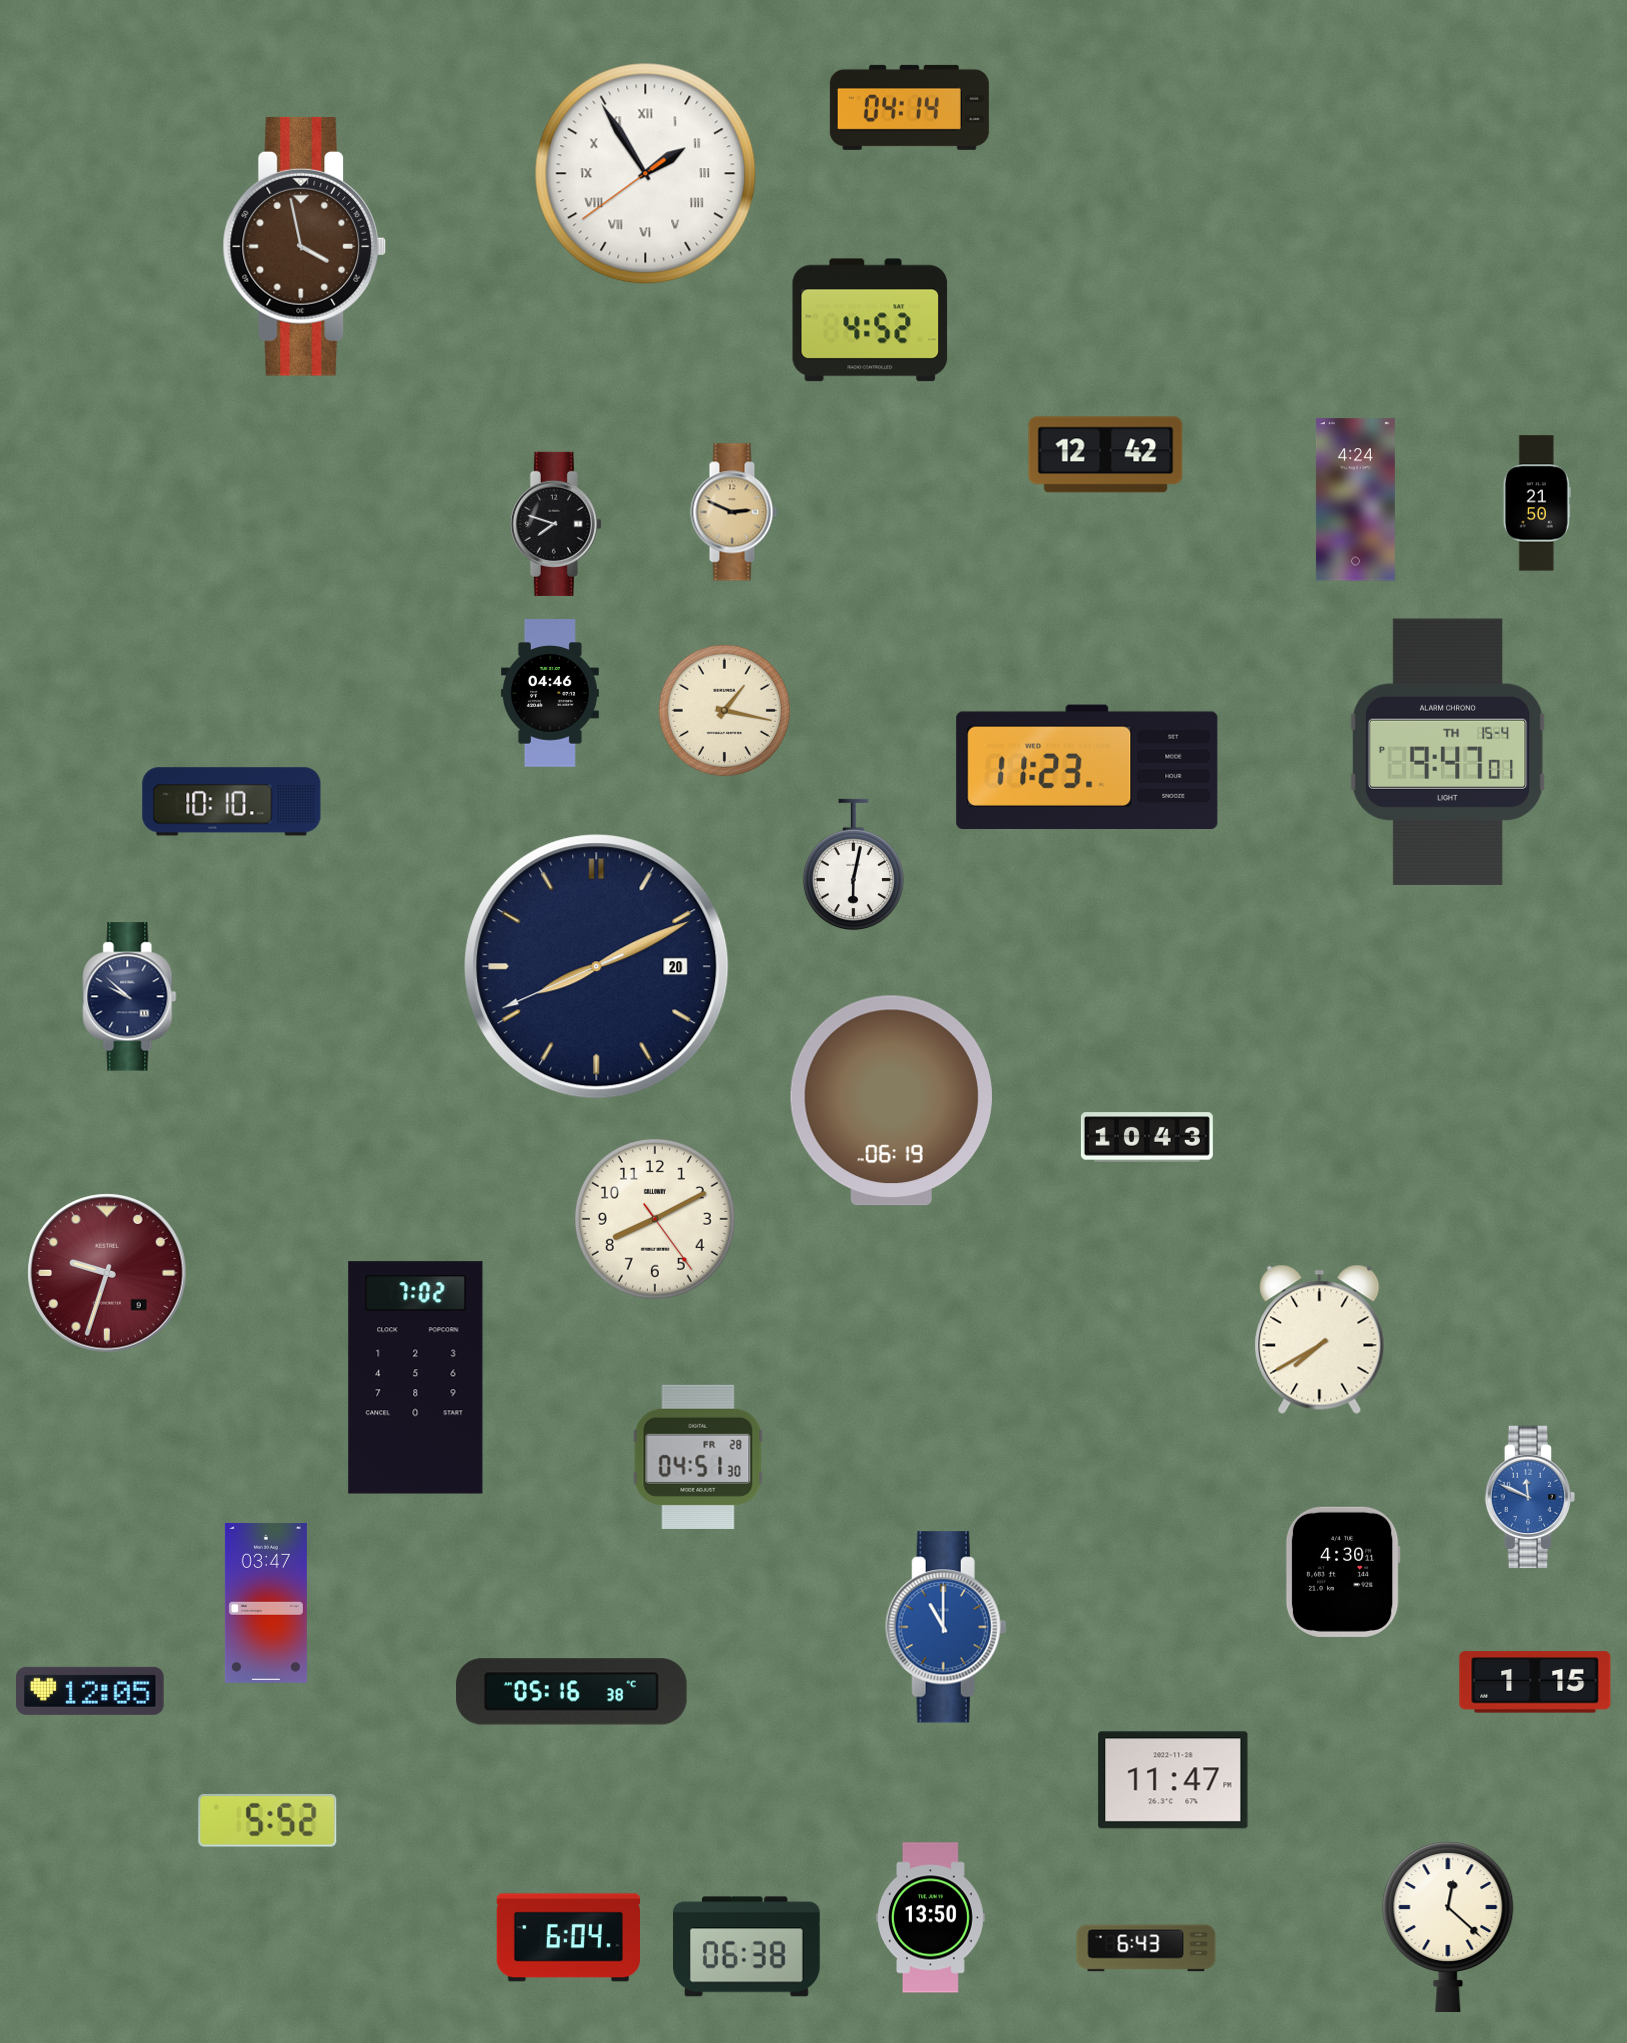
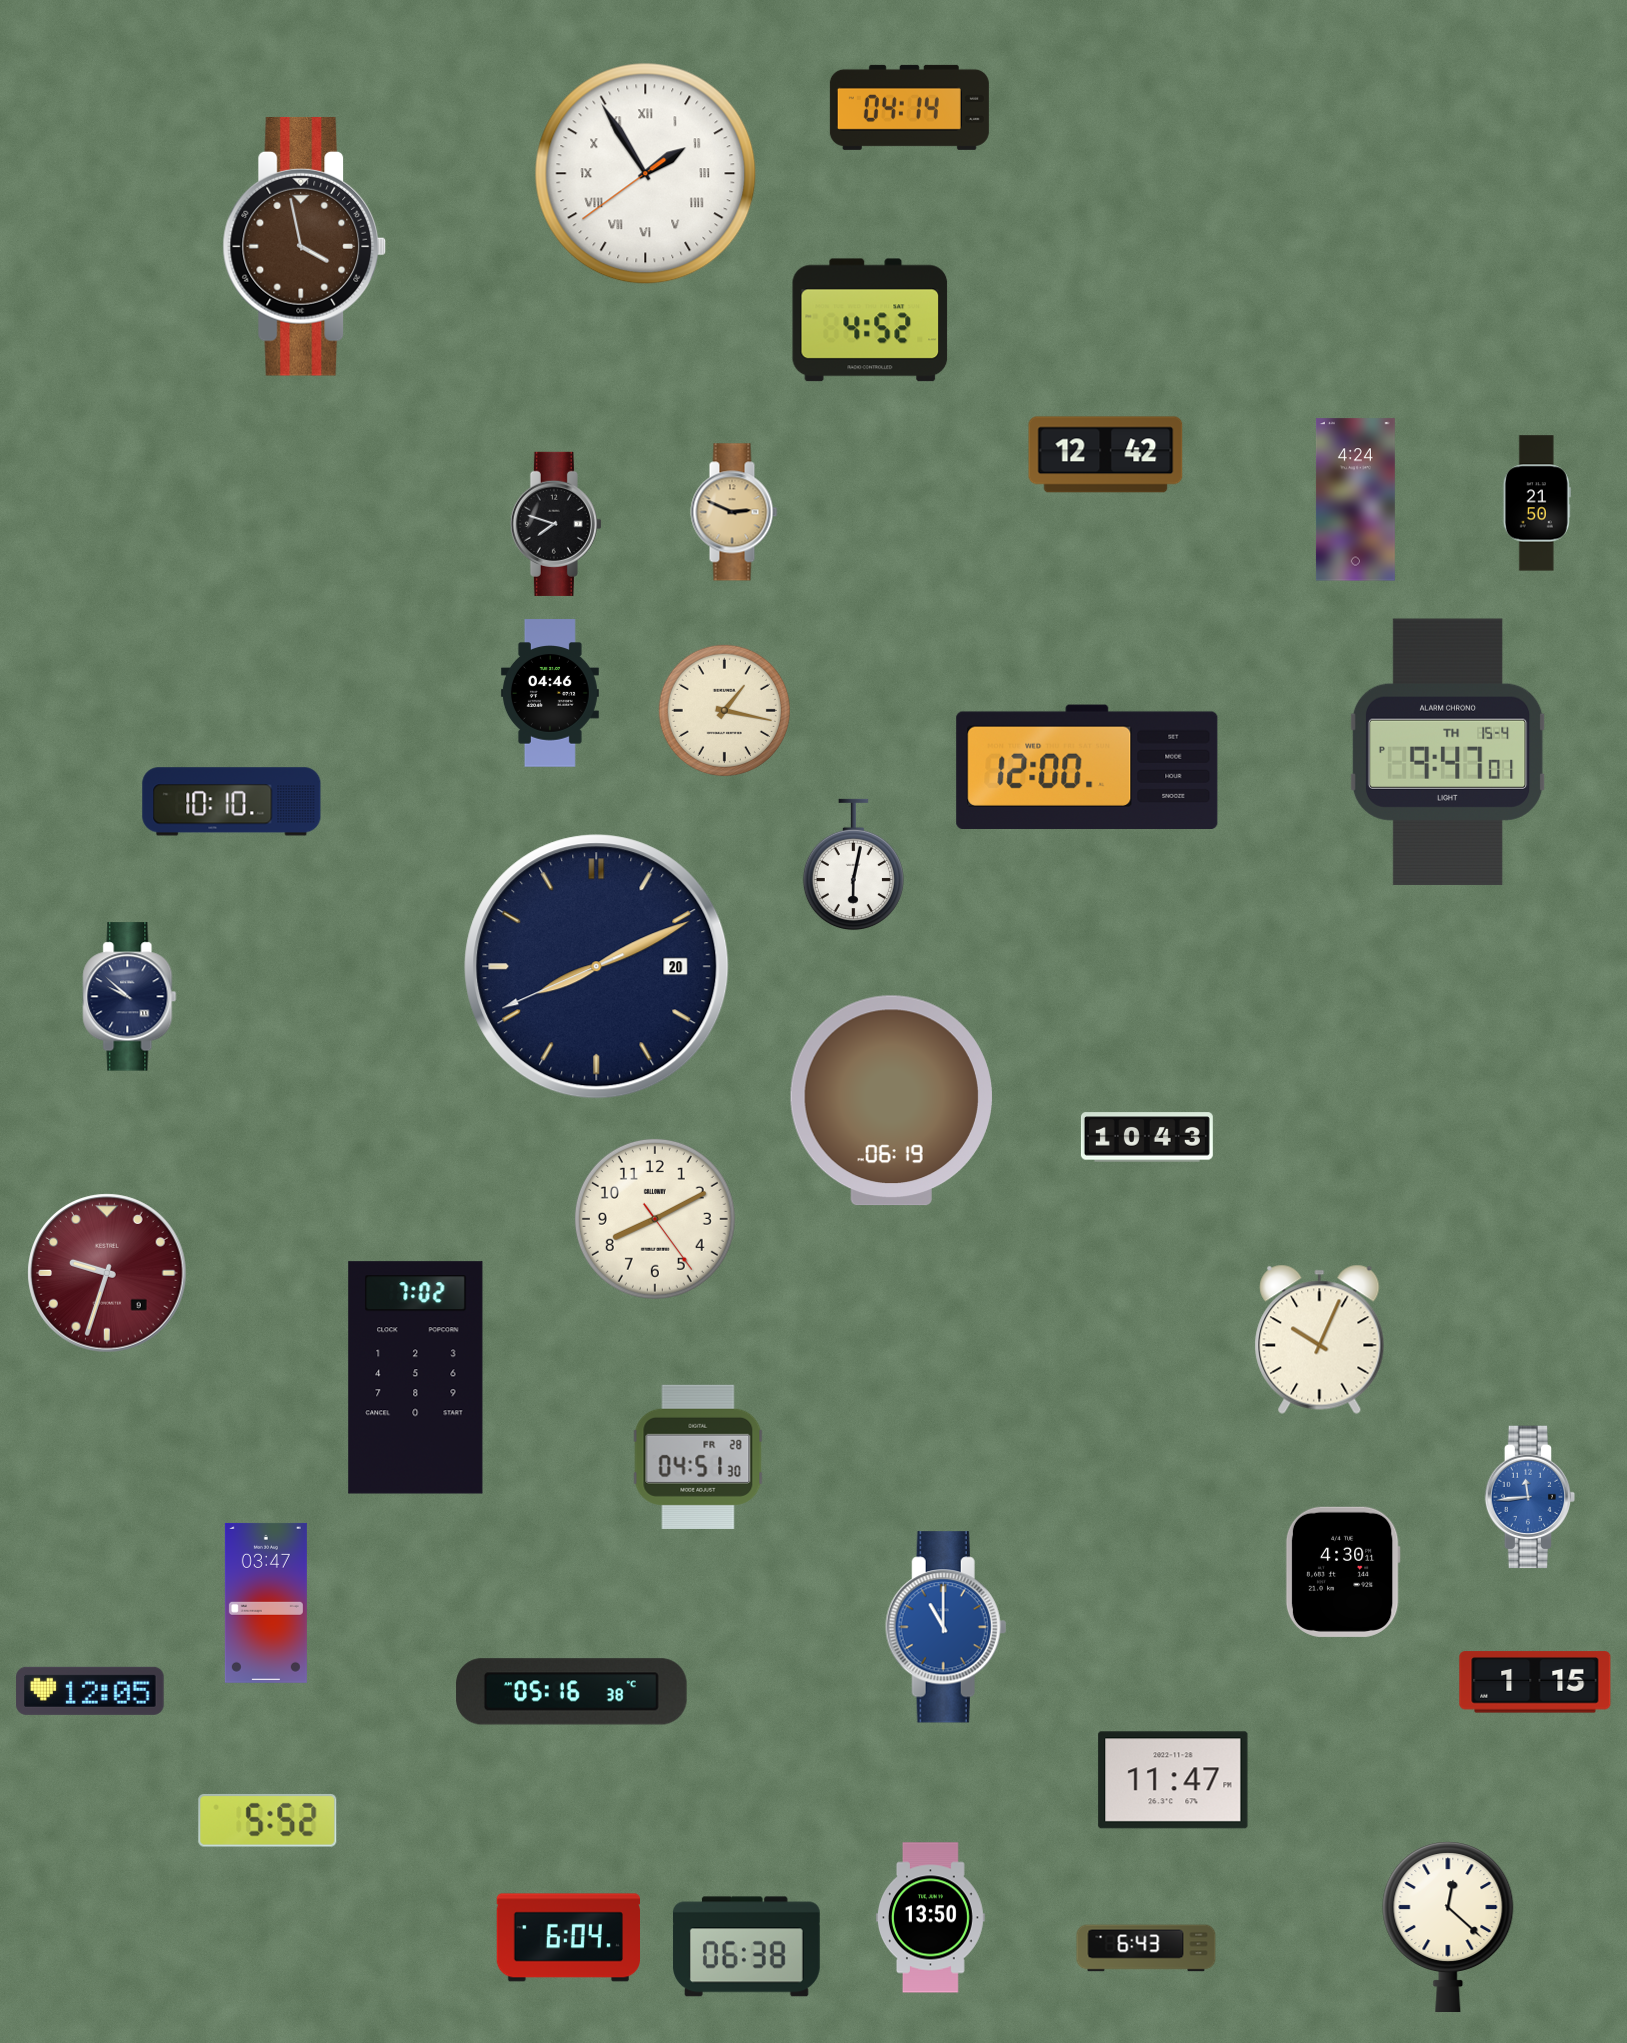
clock at (1087, 766): 11:23 -> 12:00
clock at (1320, 1339): 7:40 -> 10:04
clock at (1530, 1497): 11:49 -> 11:44
